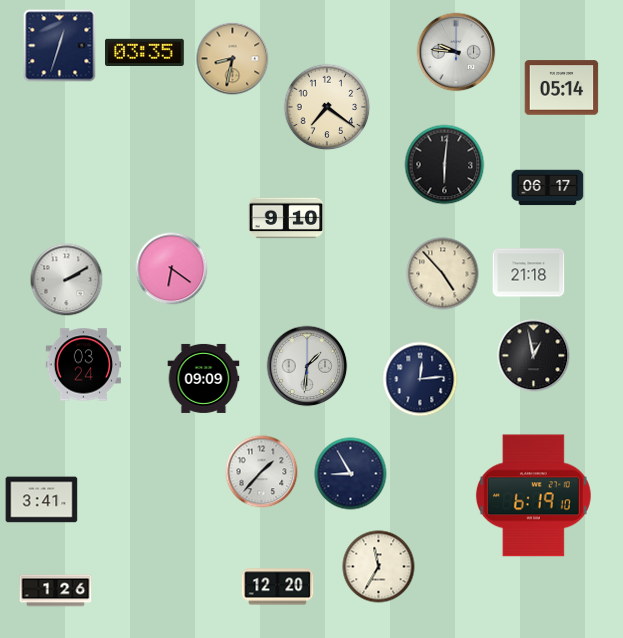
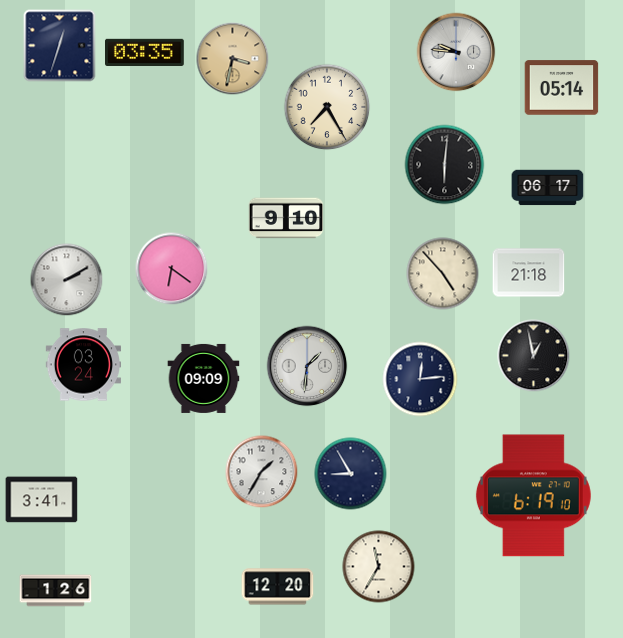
clock at (233, 59): 8:32 -> 3:32
clock at (327, 107): 7:21 -> 7:25
clock at (262, 472): 1:37 -> 1:35
